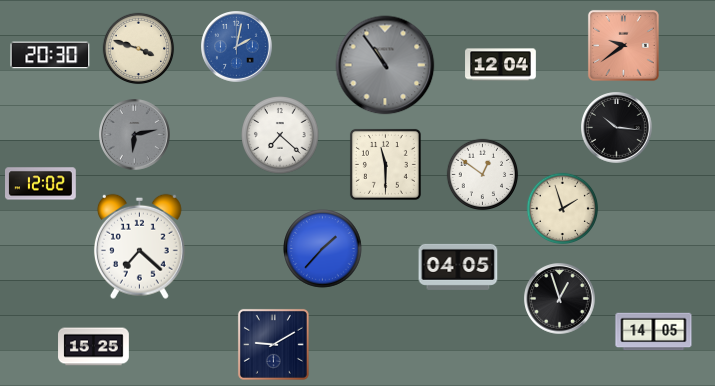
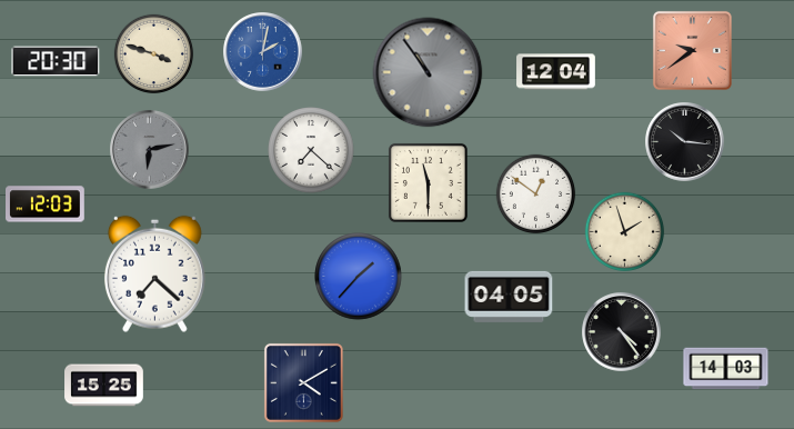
clock at (41, 184): 12:02 -> 12:03
clock at (560, 299): 12:57 -> 4:24
clock at (654, 332): 14:05 -> 14:03
clock at (273, 344): 9:10 -> 4:10
